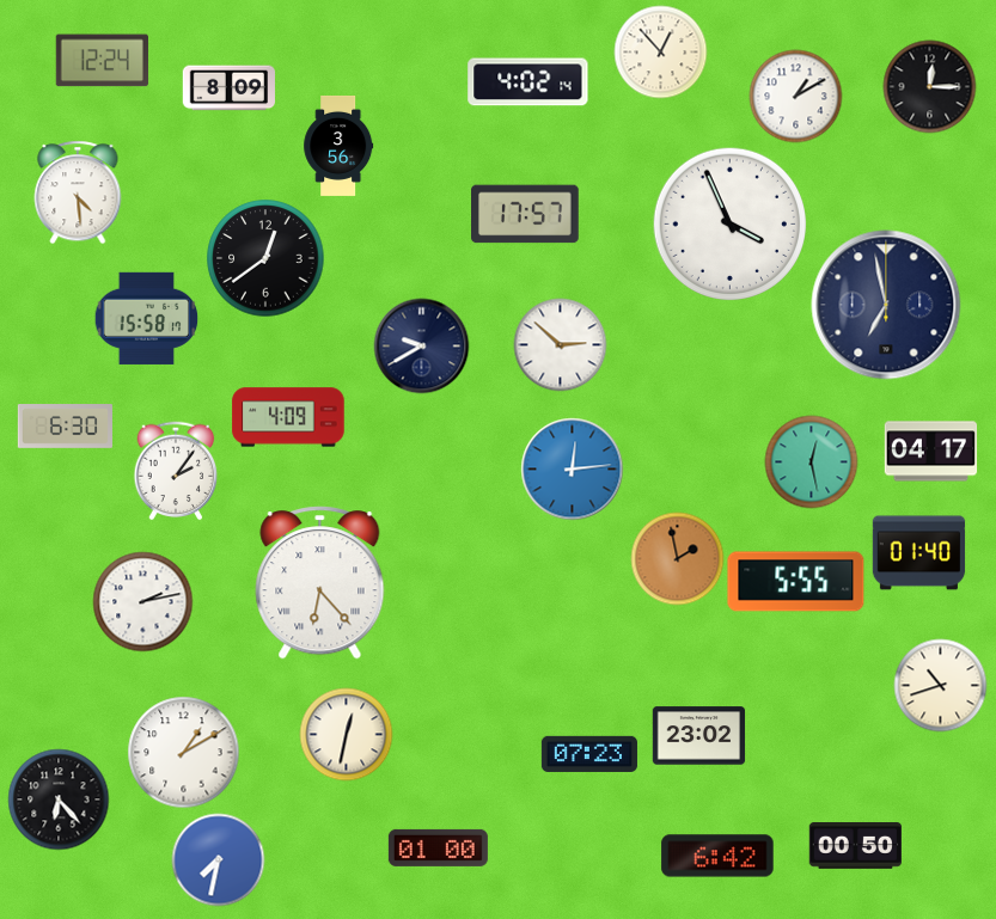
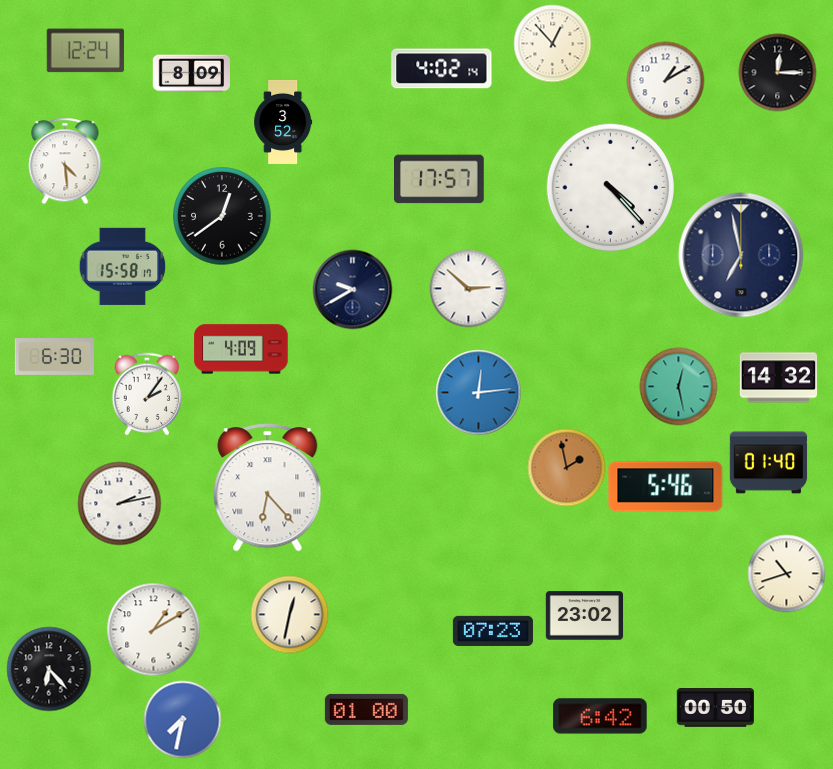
clock at (338, 146): 3:56 -> 3:52
clock at (729, 223): 3:56 -> 4:23
clock at (930, 452): 04:17 -> 14:32
clock at (796, 582): 5:55 -> 5:46
